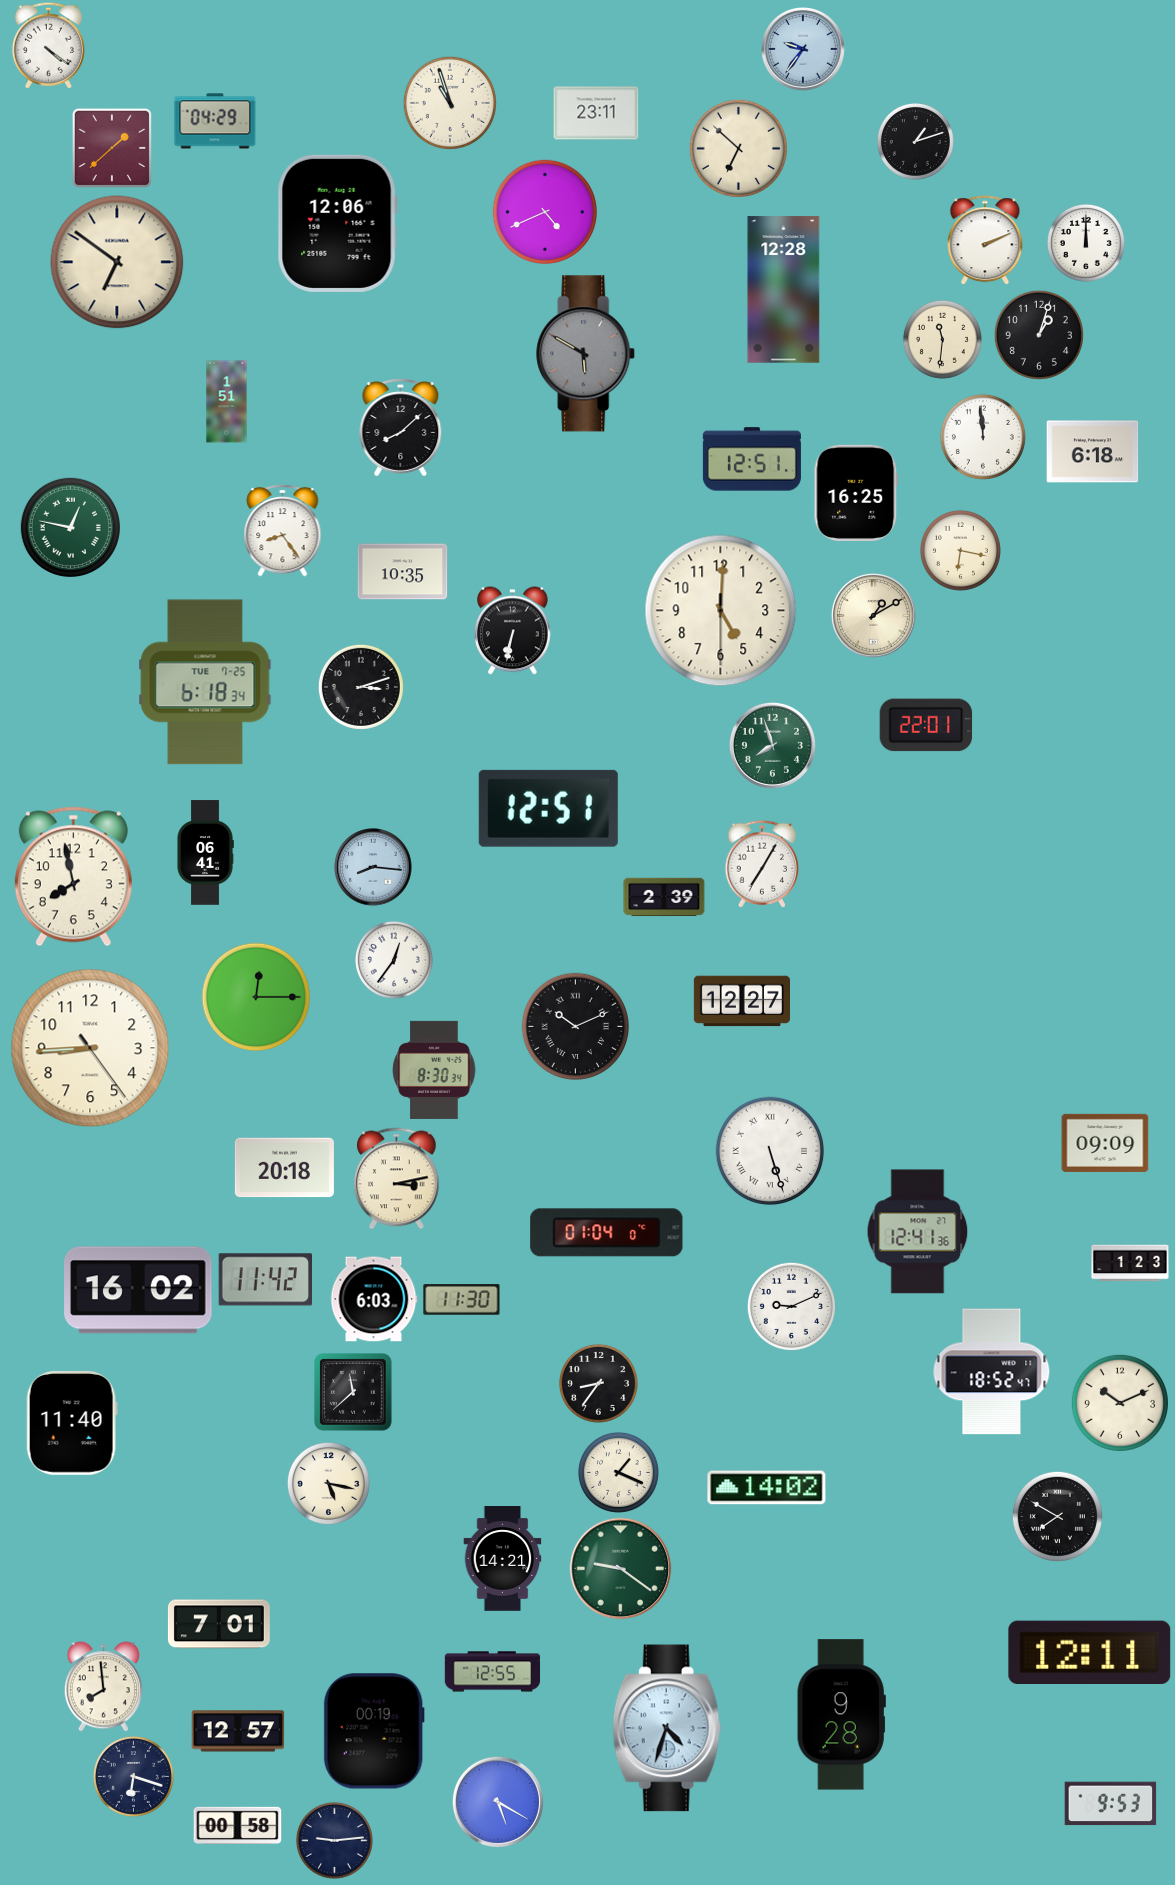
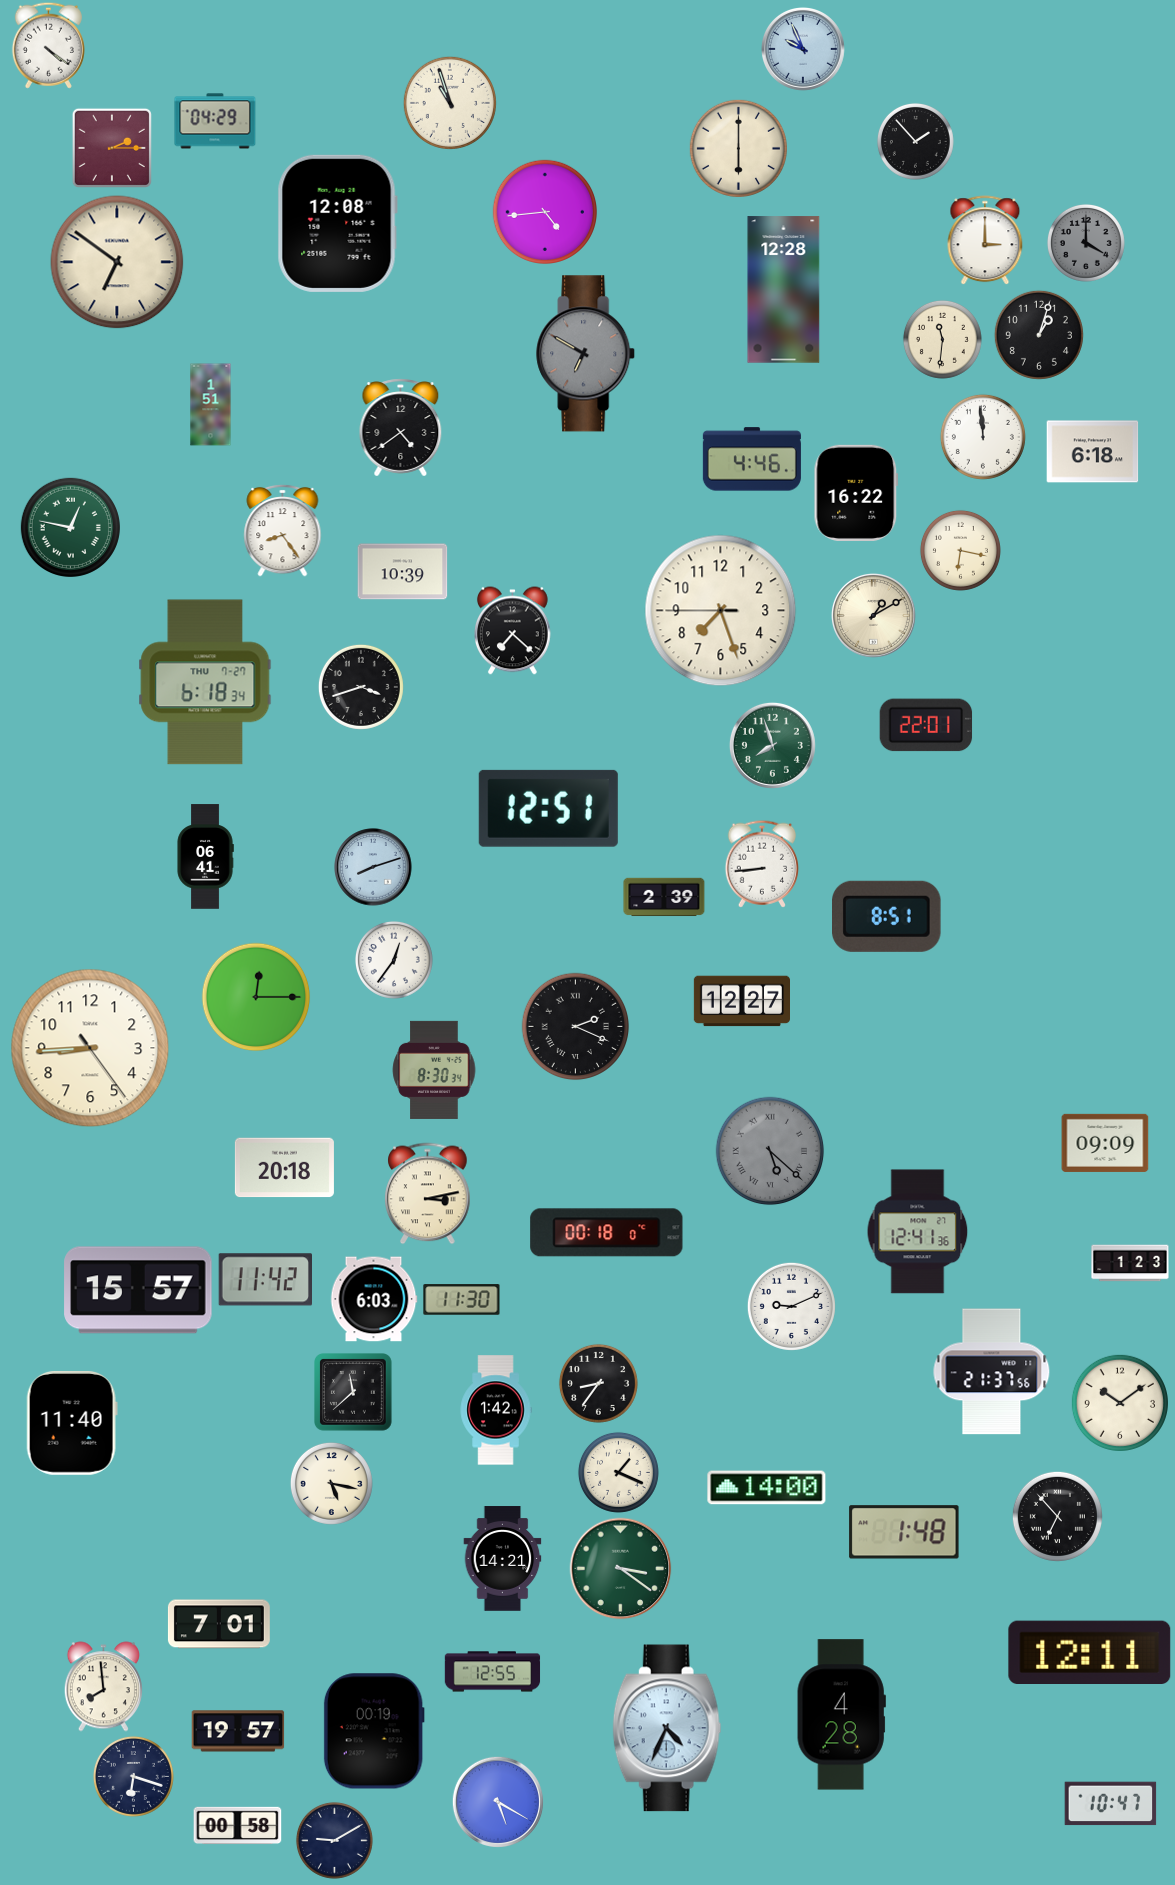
clock at (803, 49): 9:36 -> 9:56
clock at (596, 113): 23:11 -> none
clock at (915, 141): 1:12 -> 1:53
clock at (112, 148): 1:38 -> 2:15
clock at (738, 148): 6:52 -> 6:00
clock at (544, 211): 4:41 -> 4:44
clock at (337, 223): 12:06 -> 12:08
clock at (985, 240): 2:11 -> 3:00
clock at (1086, 243): 12:00 -> 4:00
clock at (1086, 243) dial: white -> grey
clock at (586, 354): 5:50 -> 6:50
clock at (227, 402) position: (227, 402) -> (211, 405)
clock at (401, 428): 8:08 -> 4:39
clock at (752, 459): 12:51 -> 4:46
clock at (856, 493): 16:25 -> 16:22
clock at (403, 572): 10:35 -> 10:39
clock at (721, 611): 5:00 -> 7:26
clock at (513, 631): 6:32 -> 7:22
clock at (205, 682) date: TUE 7-25 -> THU 7-27
clock at (361, 687): 3:12 -> 3:42
clock at (205, 853) position: (205, 853) -> (205, 857)
clock at (761, 864): 7:05 -> 8:44
clock at (373, 867): 8:16 -> 8:12
clock at (73, 877): 7:58 -> none
clock at (887, 916): none -> 8:51
clock at (576, 1027): 10:11 -> 2:19
clock at (770, 1151): 5:27 -> 5:22
clock at (770, 1151) dial: white -> grey
clock at (397, 1179) position: (397, 1179) -> (428, 1194)
clock at (607, 1233): 01:04 -> 00:18
clock at (138, 1290): 16:02 -> 15:57
clock at (992, 1372): 18:52 -> 21:37
clock at (1120, 1403): 10:11 -> 10:09
clock at (496, 1410): none -> 1:42
clock at (328, 1483) position: (328, 1483) -> (331, 1483)
clock at (767, 1488): 14:02 -> 14:00
clock at (1057, 1516): 7:50 -> 6:53
clock at (904, 1532): none -> 1:48
clock at (621, 1569): 9:21 -> 3:21
clock at (841, 1715): 9:28 -> 4:28
clock at (667, 1728): 4:33 -> 4:34
clock at (238, 1731): 12:57 -> 19:57
clock at (1111, 1804): 9:53 -> 10:47
clock at (334, 1840): 9:14 -> 9:10
